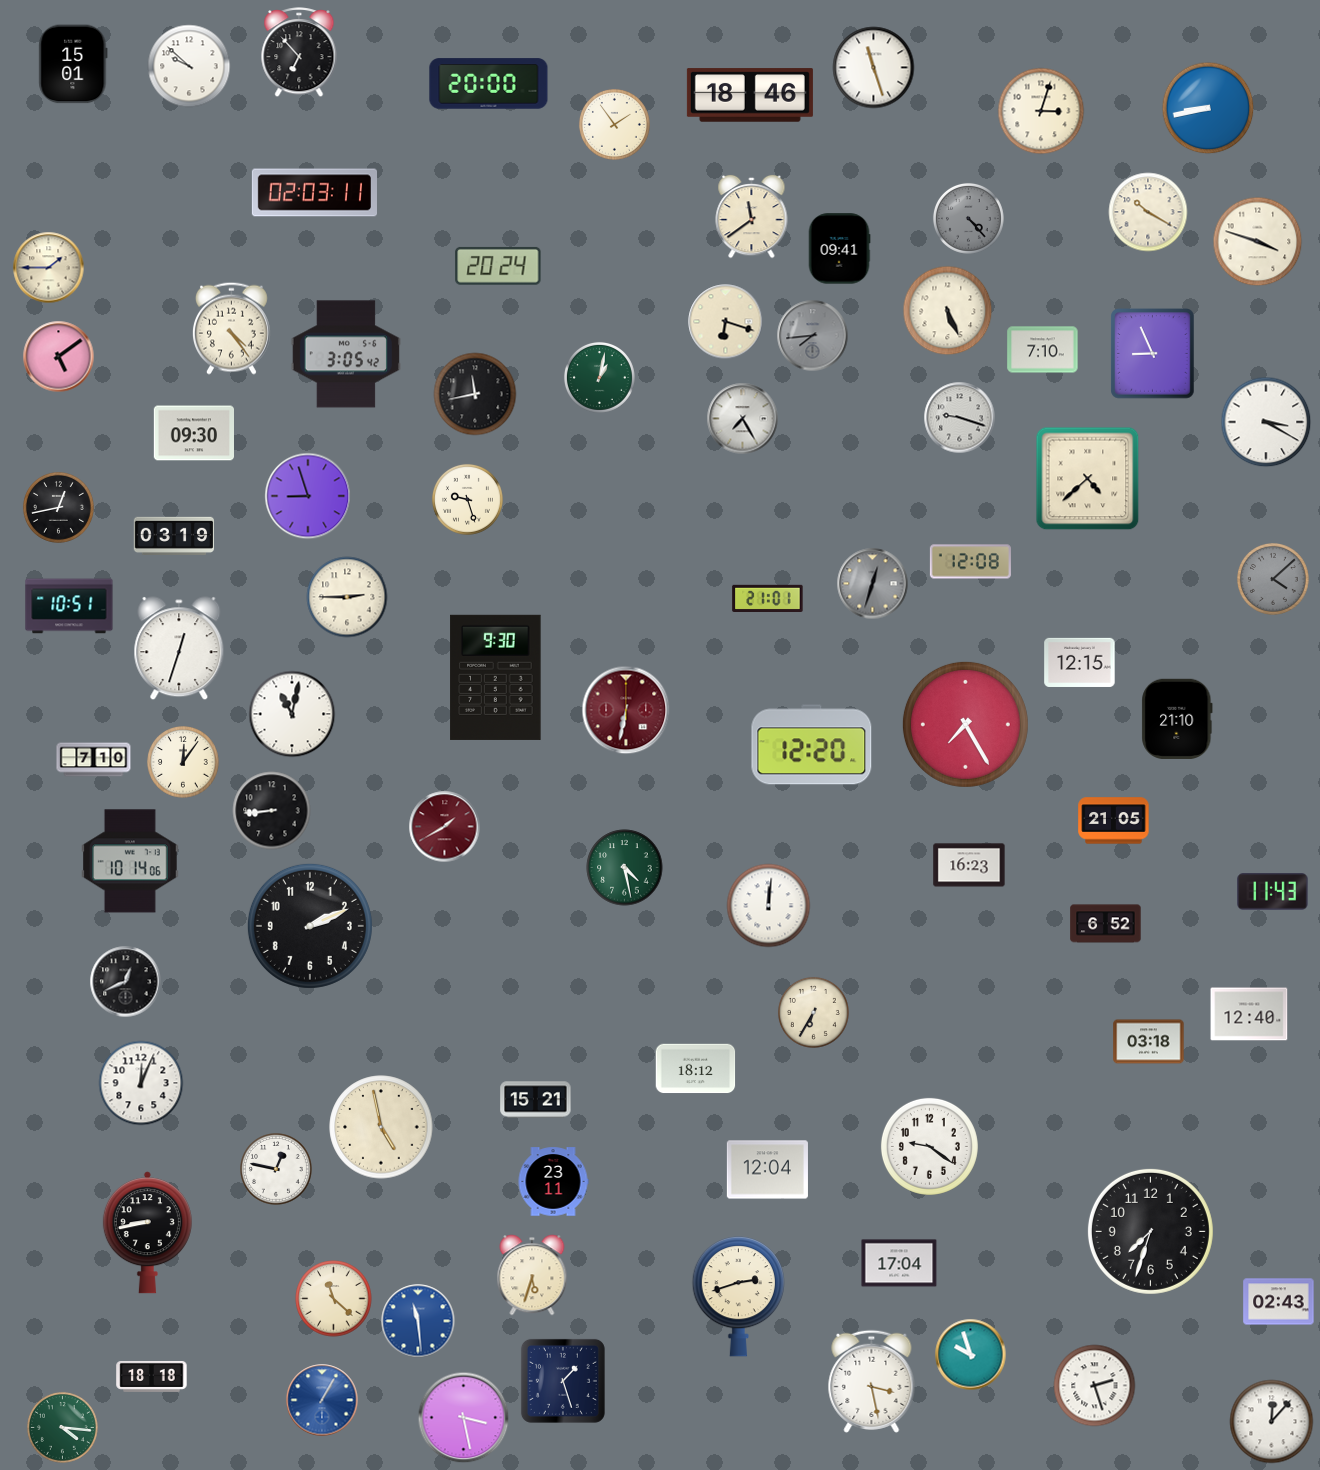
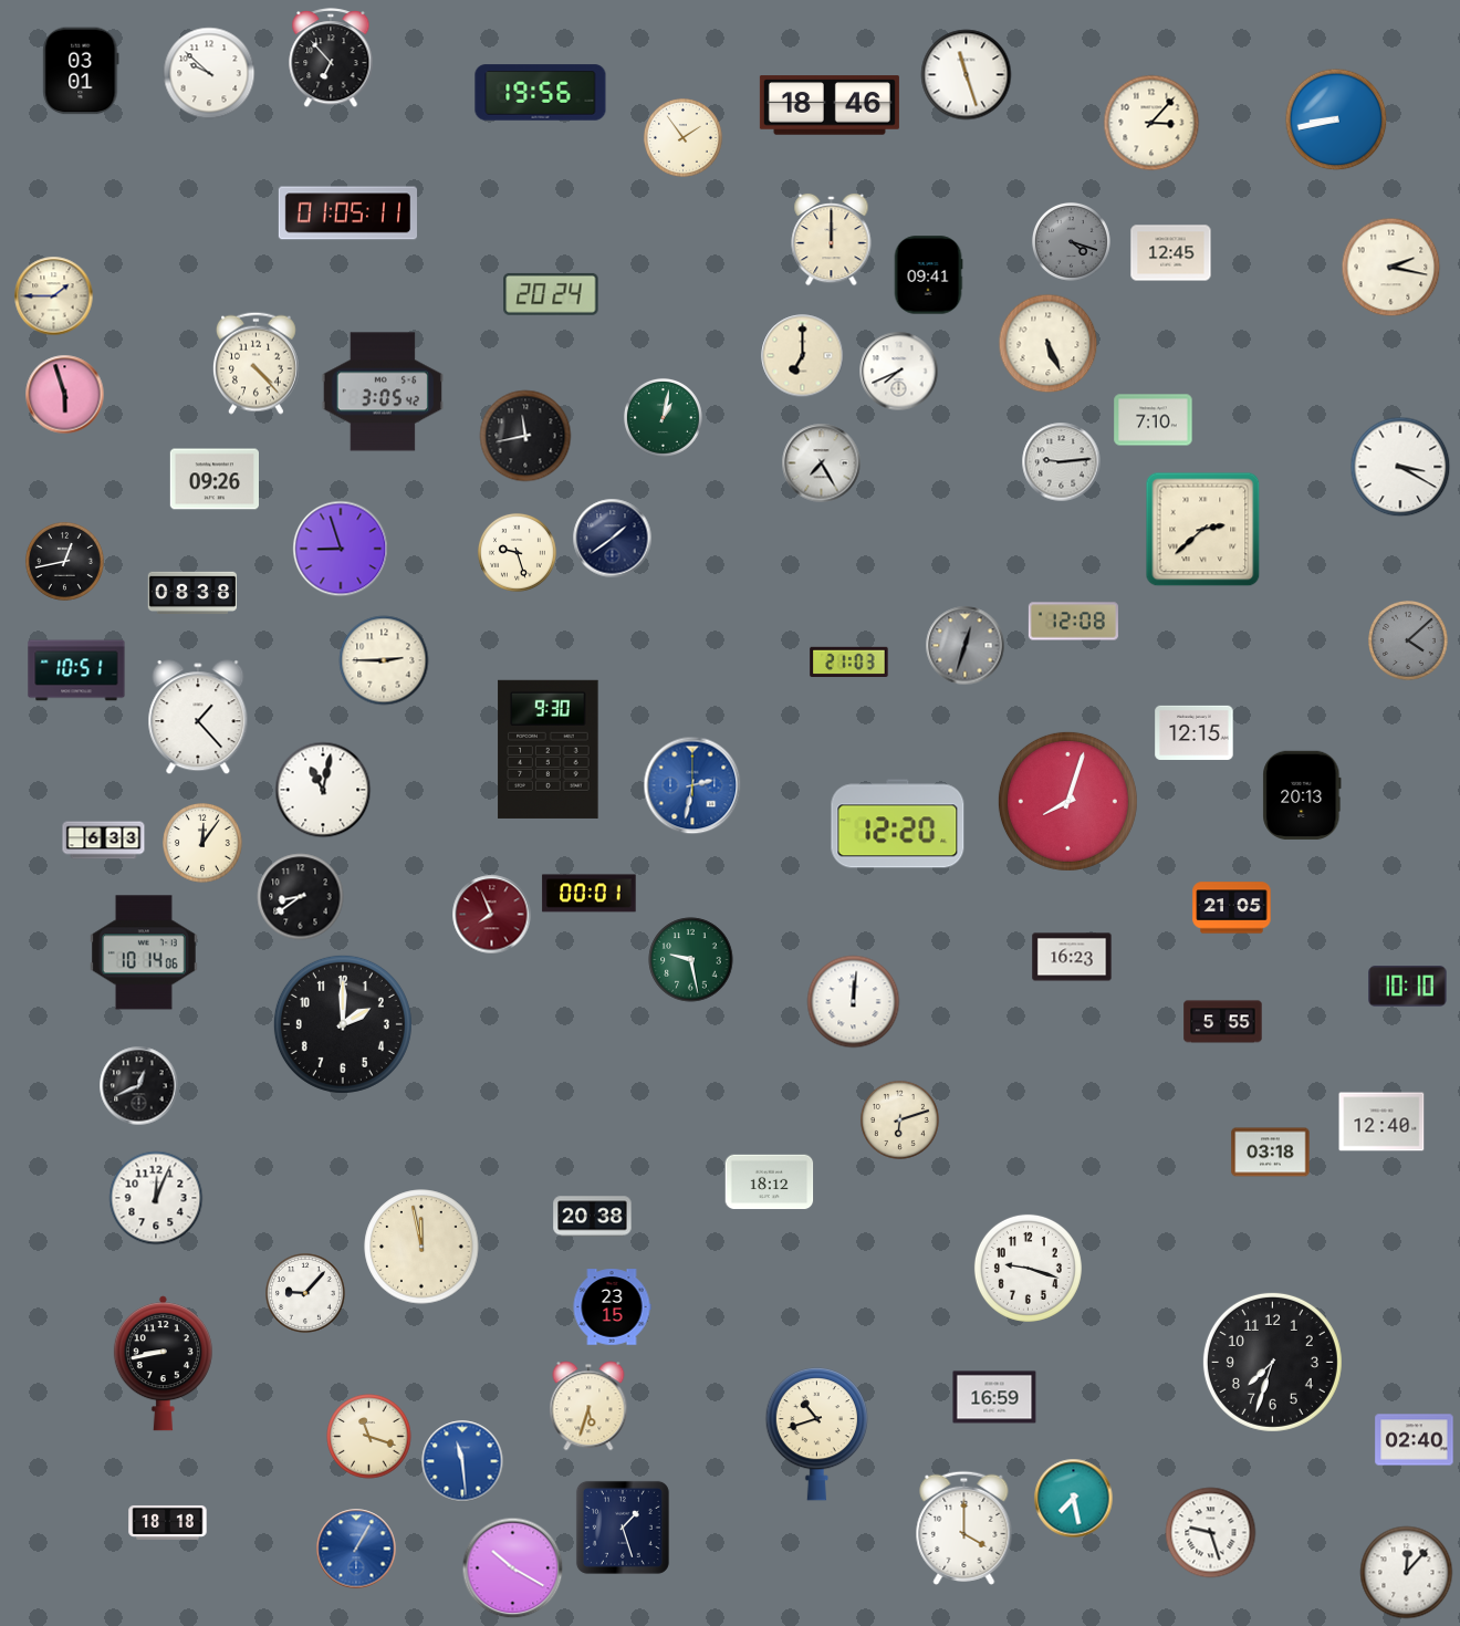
clock at (73, 64): 15:01 -> 03:01
clock at (489, 84): 20:00 -> 19:56
clock at (1041, 111): 3:03 -> 3:07
clock at (614, 124) position: (614, 124) -> (682, 137)
clock at (314, 193): 02:03 -> 01:05
clock at (1148, 212): 10:20 -> none
clock at (752, 217): 11:39 -> 12:00
clock at (968, 218): 4:23 -> 4:18
clock at (1171, 253): none -> 12:45
clock at (1258, 242): 3:48 -> 2:17
clock at (726, 322): 6:18 -> 7:00
clock at (231, 328): 4:24 -> 4:23
clock at (813, 336): 7:44 -> 7:41
clock at (813, 336) dial: grey -> white
clock at (1043, 350) position: (1043, 350) -> (1154, 420)
clock at (1153, 354): 8:56 -> none
clock at (59, 357): 5:09 -> 5:57
clock at (960, 418): 9:18 -> 9:14
clock at (193, 433): 09:30 -> 09:26
clock at (1088, 479): 4:38 -> 2:38
clock at (613, 539): none -> 1:39
clock at (173, 535): 03:19 -> 08:38
clock at (768, 598): 21:01 -> 21:03
clock at (179, 649): 12:33 -> 1:23
clock at (626, 710): 6:32 -> 2:32
clock at (626, 710) dial: burgundy -> blue
clock at (1177, 718): 21:10 -> 20:13
clock at (965, 724): 7:25 -> 8:03
clock at (94, 760): 7:10 -> 6:33
clock at (590, 894): none -> 00:01
clock at (272, 811): 8:44 -> 8:39
clock at (445, 827): 1:40 -> 7:56
clock at (625, 868): 4:28 -> 9:28
clock at (1273, 892): 11:43 -> 10:10
clock at (769, 906) position: (769, 906) -> (854, 1002)
clock at (1106, 924): 6:52 -> 5:55
clock at (310, 926): 2:11 -> 2:00
clock at (813, 1012): 6:35 -> 6:12
clock at (536, 1100): 15:21 -> 20:38
clock at (381, 1127): 4:58 -> 11:58
clock at (929, 1146): 9:21 -> 9:18
clock at (277, 1170): 12:47 -> 9:07
clock at (767, 1170): 12:04 -> none
clock at (553, 1182): 23:11 -> 23:15
clock at (899, 1263): 17:04 -> 16:59
clock at (532, 1275) position: (532, 1275) -> (588, 1406)
clock at (738, 1297): 2:42 -> 10:42
clock at (334, 1299): 11:22 -> 11:18
clock at (1279, 1302): 02:43 -> 02:40
clock at (971, 1355): 9:57 -> 7:28
clock at (872, 1381): 3:28 -> 4:00
clock at (1095, 1386): 2:27 -> 9:27
clock at (464, 1418): 3:28 -> 10:20
clock at (62, 1427): 4:16 -> none
